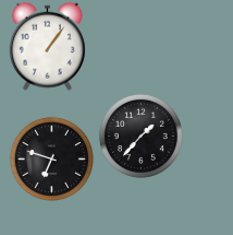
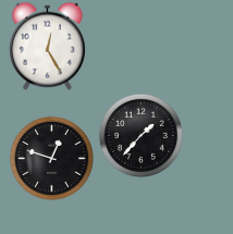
clock at (47, 46): 1:06 -> 12:25
clock at (51, 158): 6:48 -> 12:48
